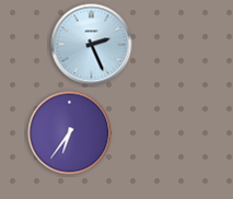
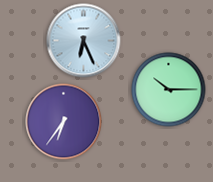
clock at (92, 45): 2:26 -> 6:26
clock at (169, 90): none -> 10:15
